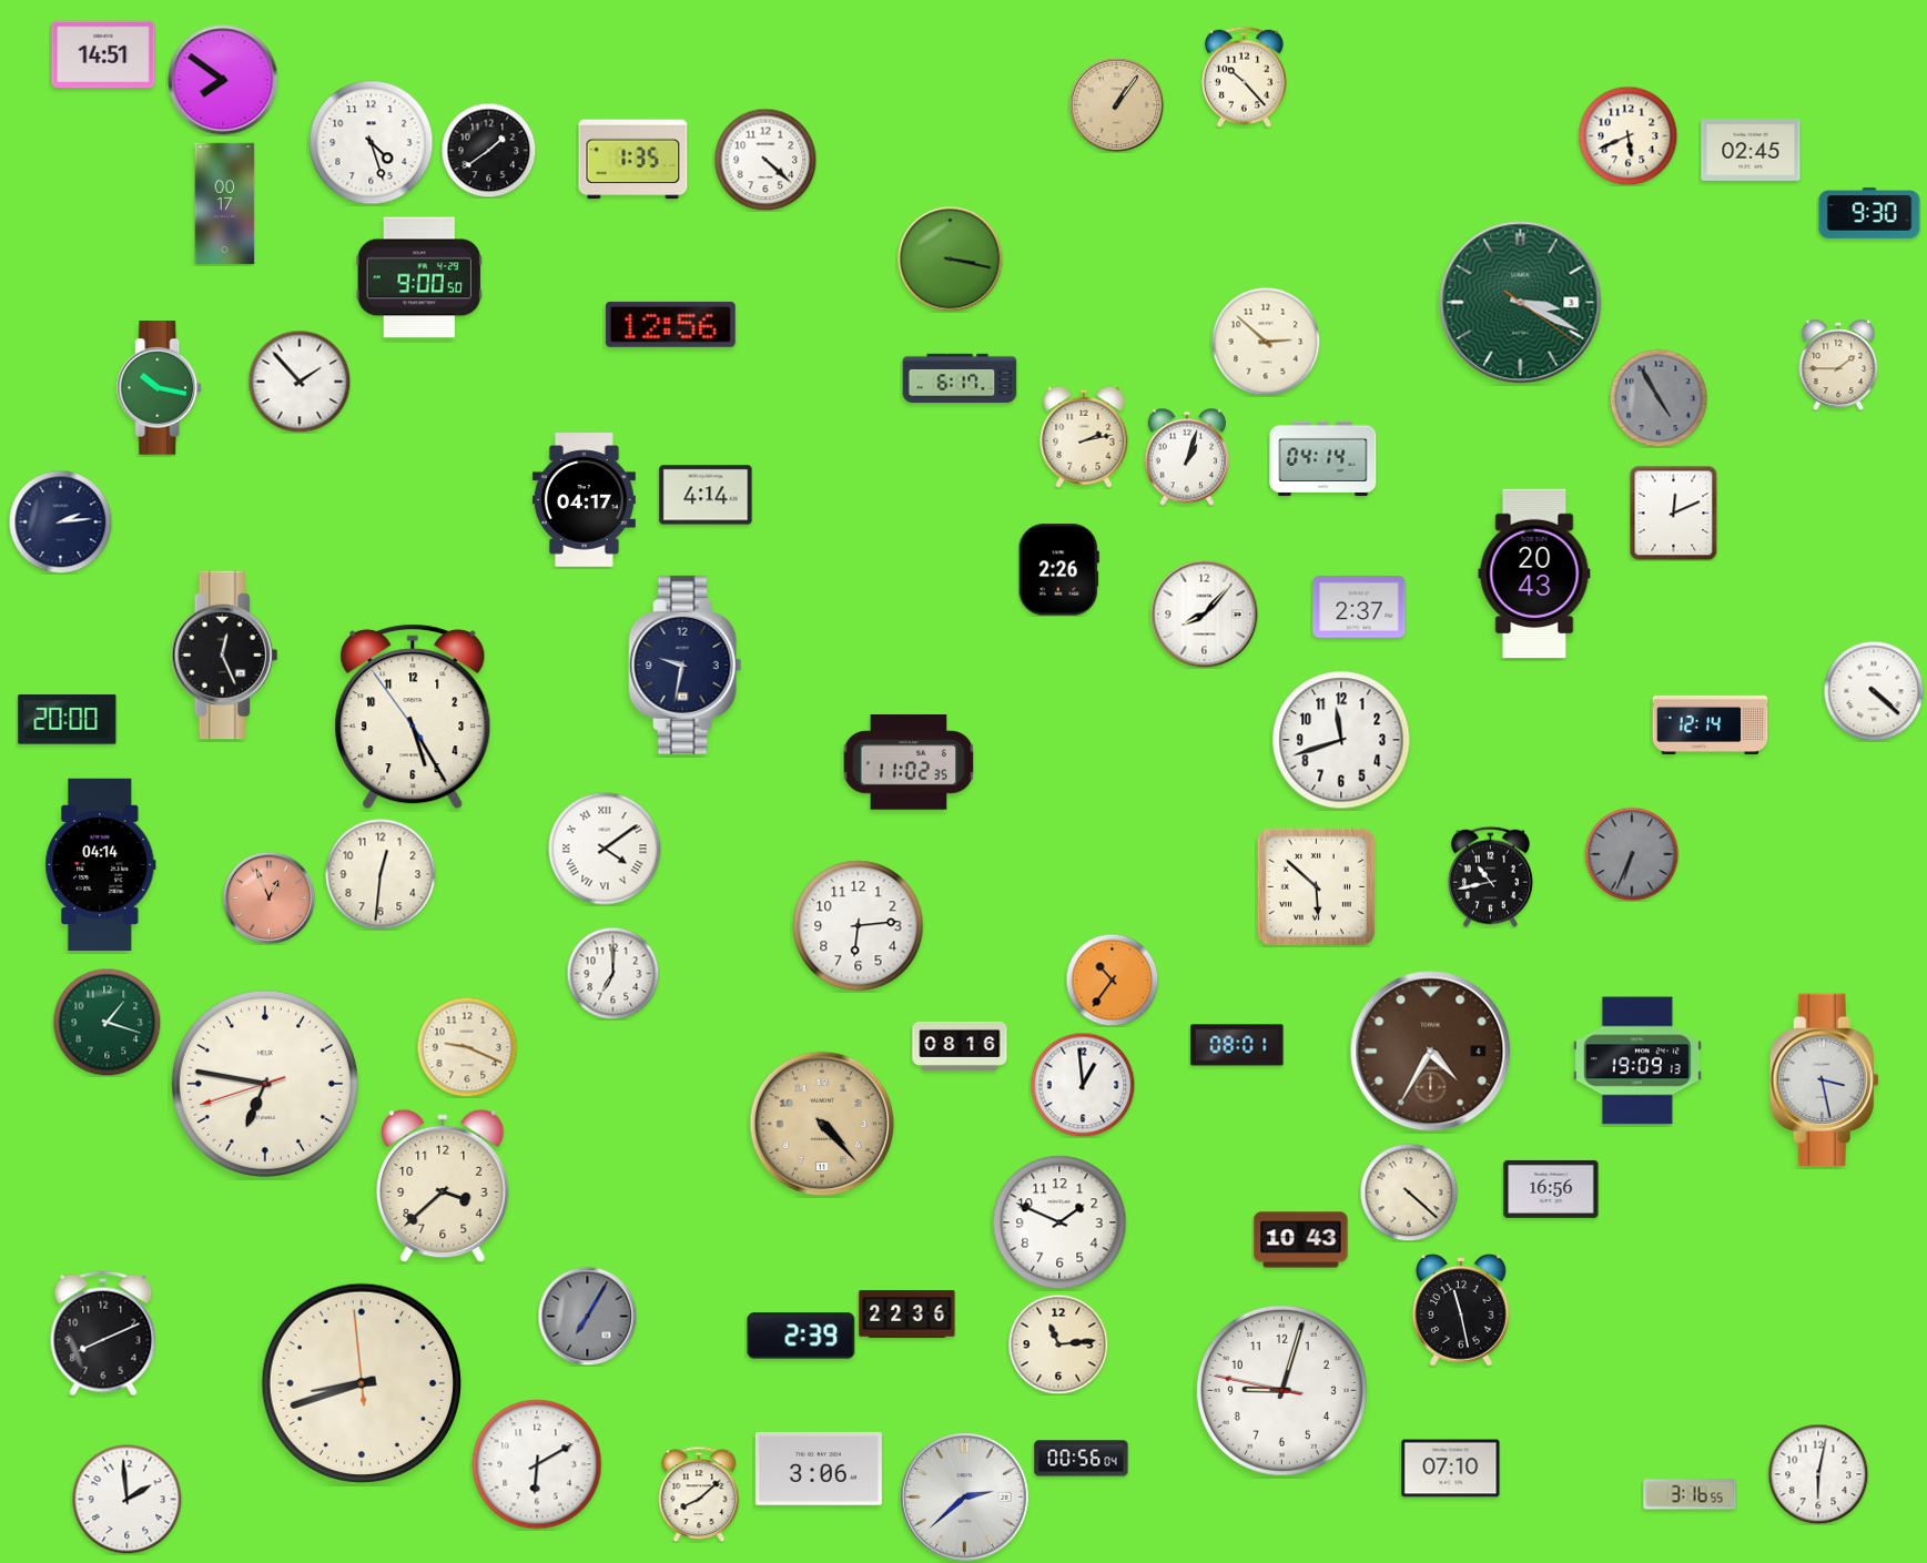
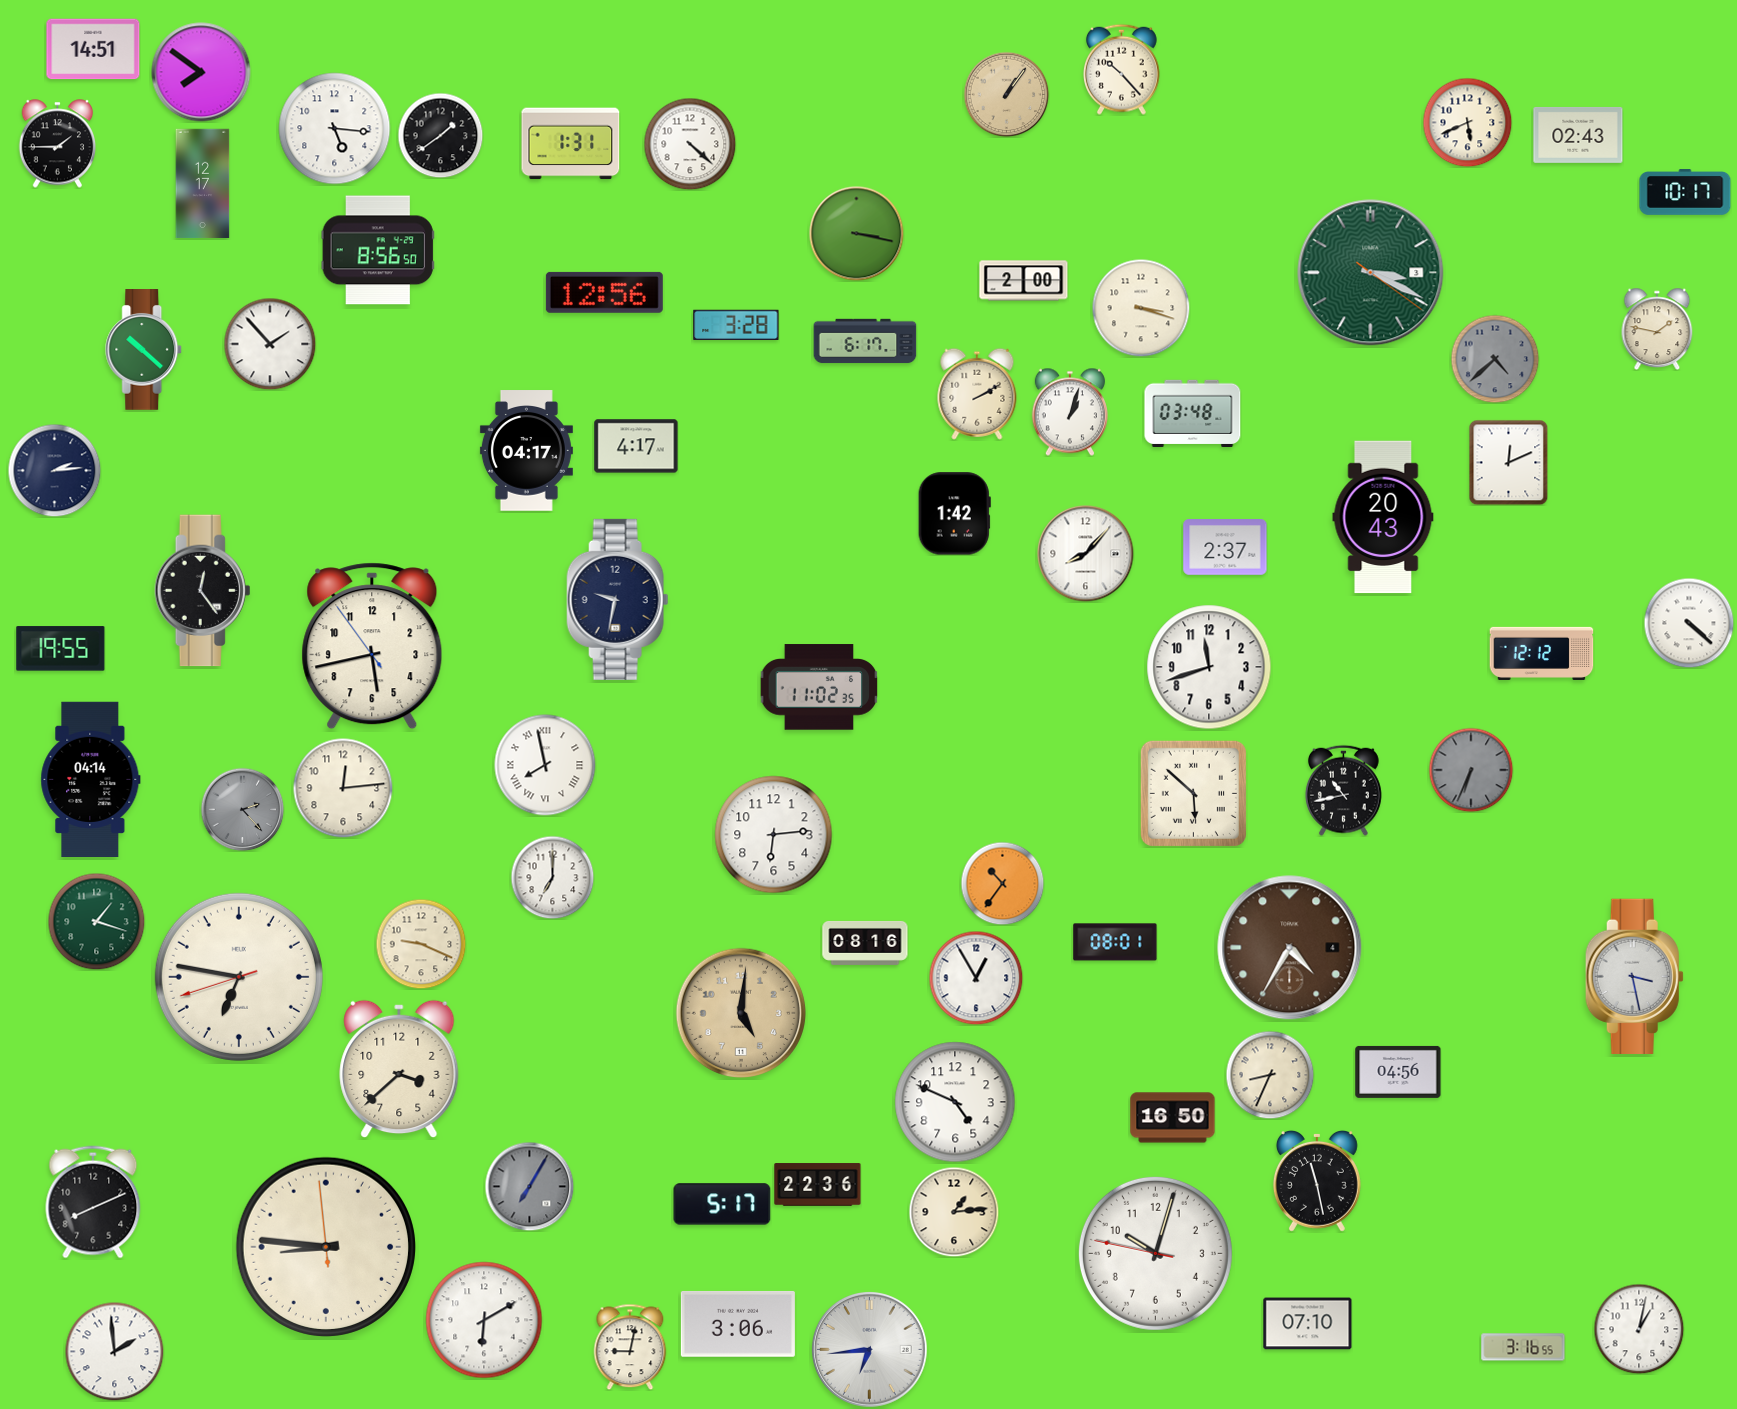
clock at (372, 143): 4:27 -> 5:16
clock at (1751, 150): 02:45 -> 02:43
clock at (58, 144): none -> 1:45
clock at (633, 160): 1:35 -> 1:31
clock at (225, 204): 00:17 -> 12:17
clock at (1869, 213): 9:30 -> 10:17
clock at (419, 277): 9:00 -> 8:56
clock at (1024, 281): none -> 2:00
clock at (1266, 342): 2:52 -> 3:18
clock at (736, 324): none -> 3:28
clock at (1838, 365): 1:45 -> 1:47
clock at (160, 388): 10:17 -> 10:22
clock at (1659, 398): 4:55 -> 4:38
clock at (1084, 437): 2:13 -> 2:10
clock at (1323, 458): 04:14 -> 03:48
clock at (706, 495): 4:14 -> 4:17
clock at (1058, 570): 2:26 -> 1:42
clock at (225, 656): 12:26 -> 12:24
clock at (413, 717): 5:24 -> 5:42
clock at (68, 720): 20:00 -> 19:55
clock at (1711, 724): 12:14 -> 12:12
clock at (605, 849): 4:09 -> 7:58
clock at (381, 874): 12:31 -> 12:14
clock at (1316, 886) position: (1316, 886) -> (1193, 793)
clock at (268, 897): 12:56 -> 2:23
clock at (268, 897) dial: salmon -> grey
clock at (1637, 1060): 19:09 -> none
clock at (1824, 1079) position: (1824, 1079) -> (1634, 976)
clock at (1083, 1085): 12:59 -> 12:55
clock at (822, 1124): 4:23 -> 5:01
clock at (1551, 1189): 16:56 -> 04:56
clock at (1409, 1192): 4:22 -> 8:34
clock at (1059, 1222): 1:49 -> 4:49
clock at (1301, 1240): 10:43 -> 16:50
clock at (801, 1336): 2:39 -> 5:17
clock at (1058, 1344): 11:14 -> 1:14
clock at (362, 1383): 8:41 -> 8:45
clock at (1281, 1390): 9:02 -> 10:02
clock at (1082, 1459): 00:56 -> none
clock at (1818, 1474): 6:02 -> 1:02
clock at (699, 1494): 8:08 -> 9:02
clock at (965, 1498): 2:38 -> 6:44
